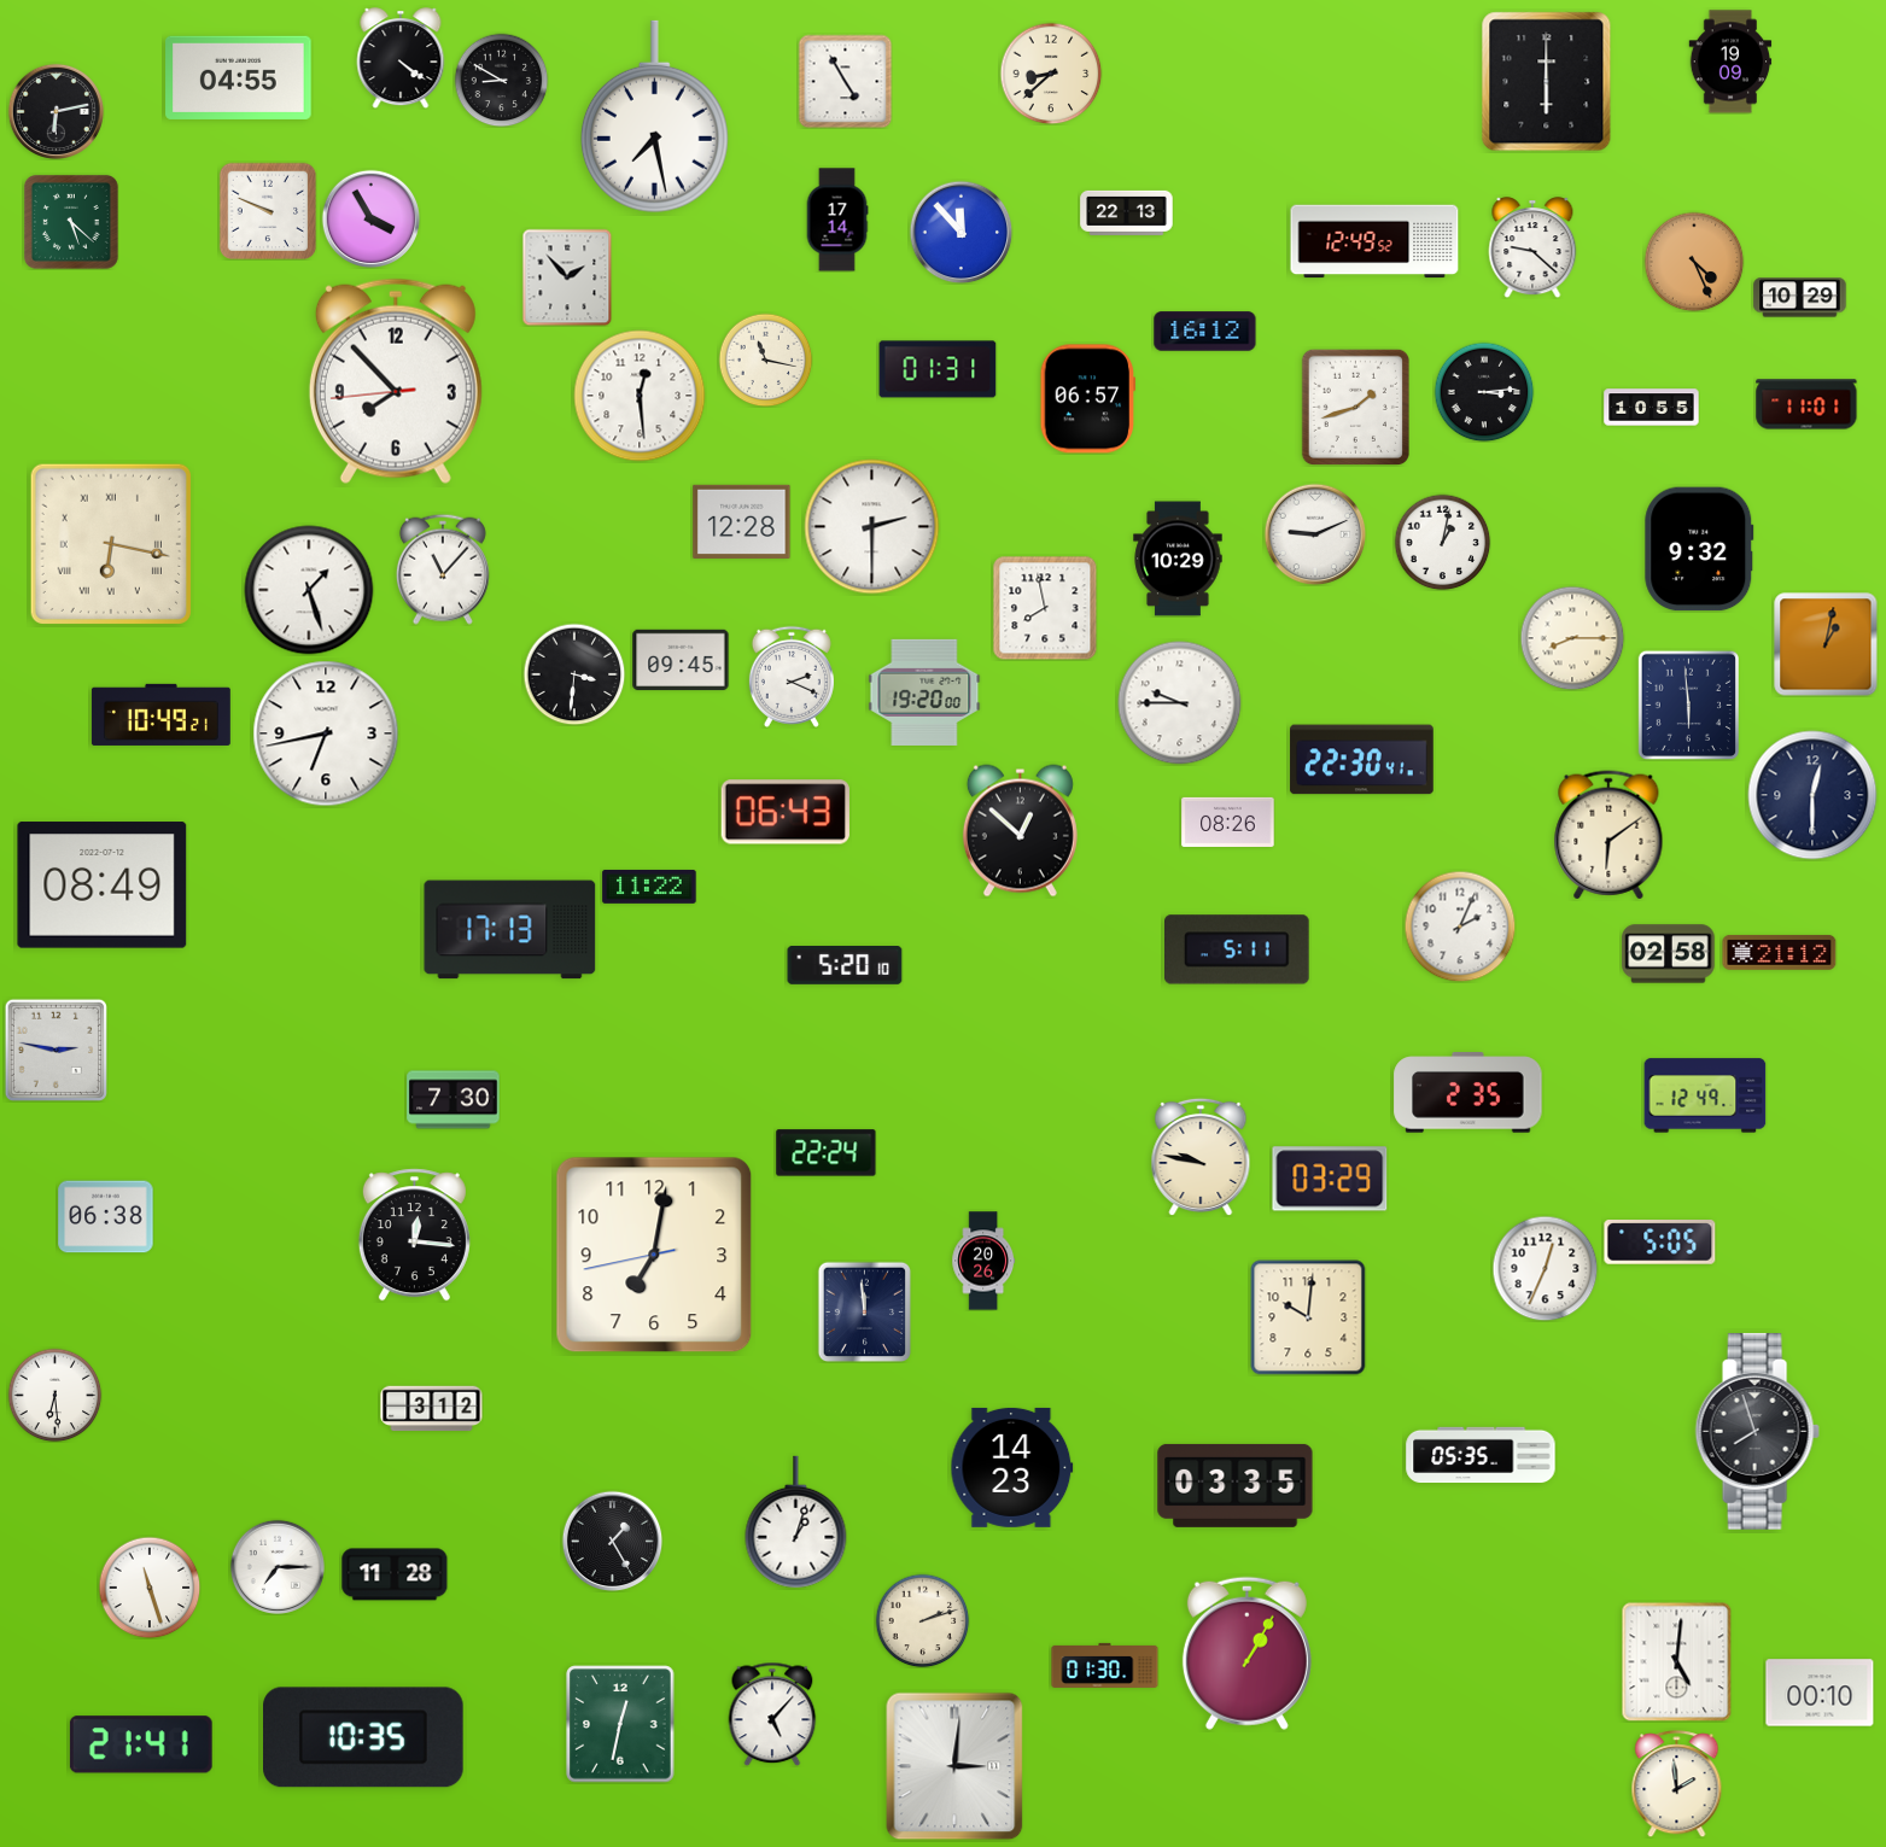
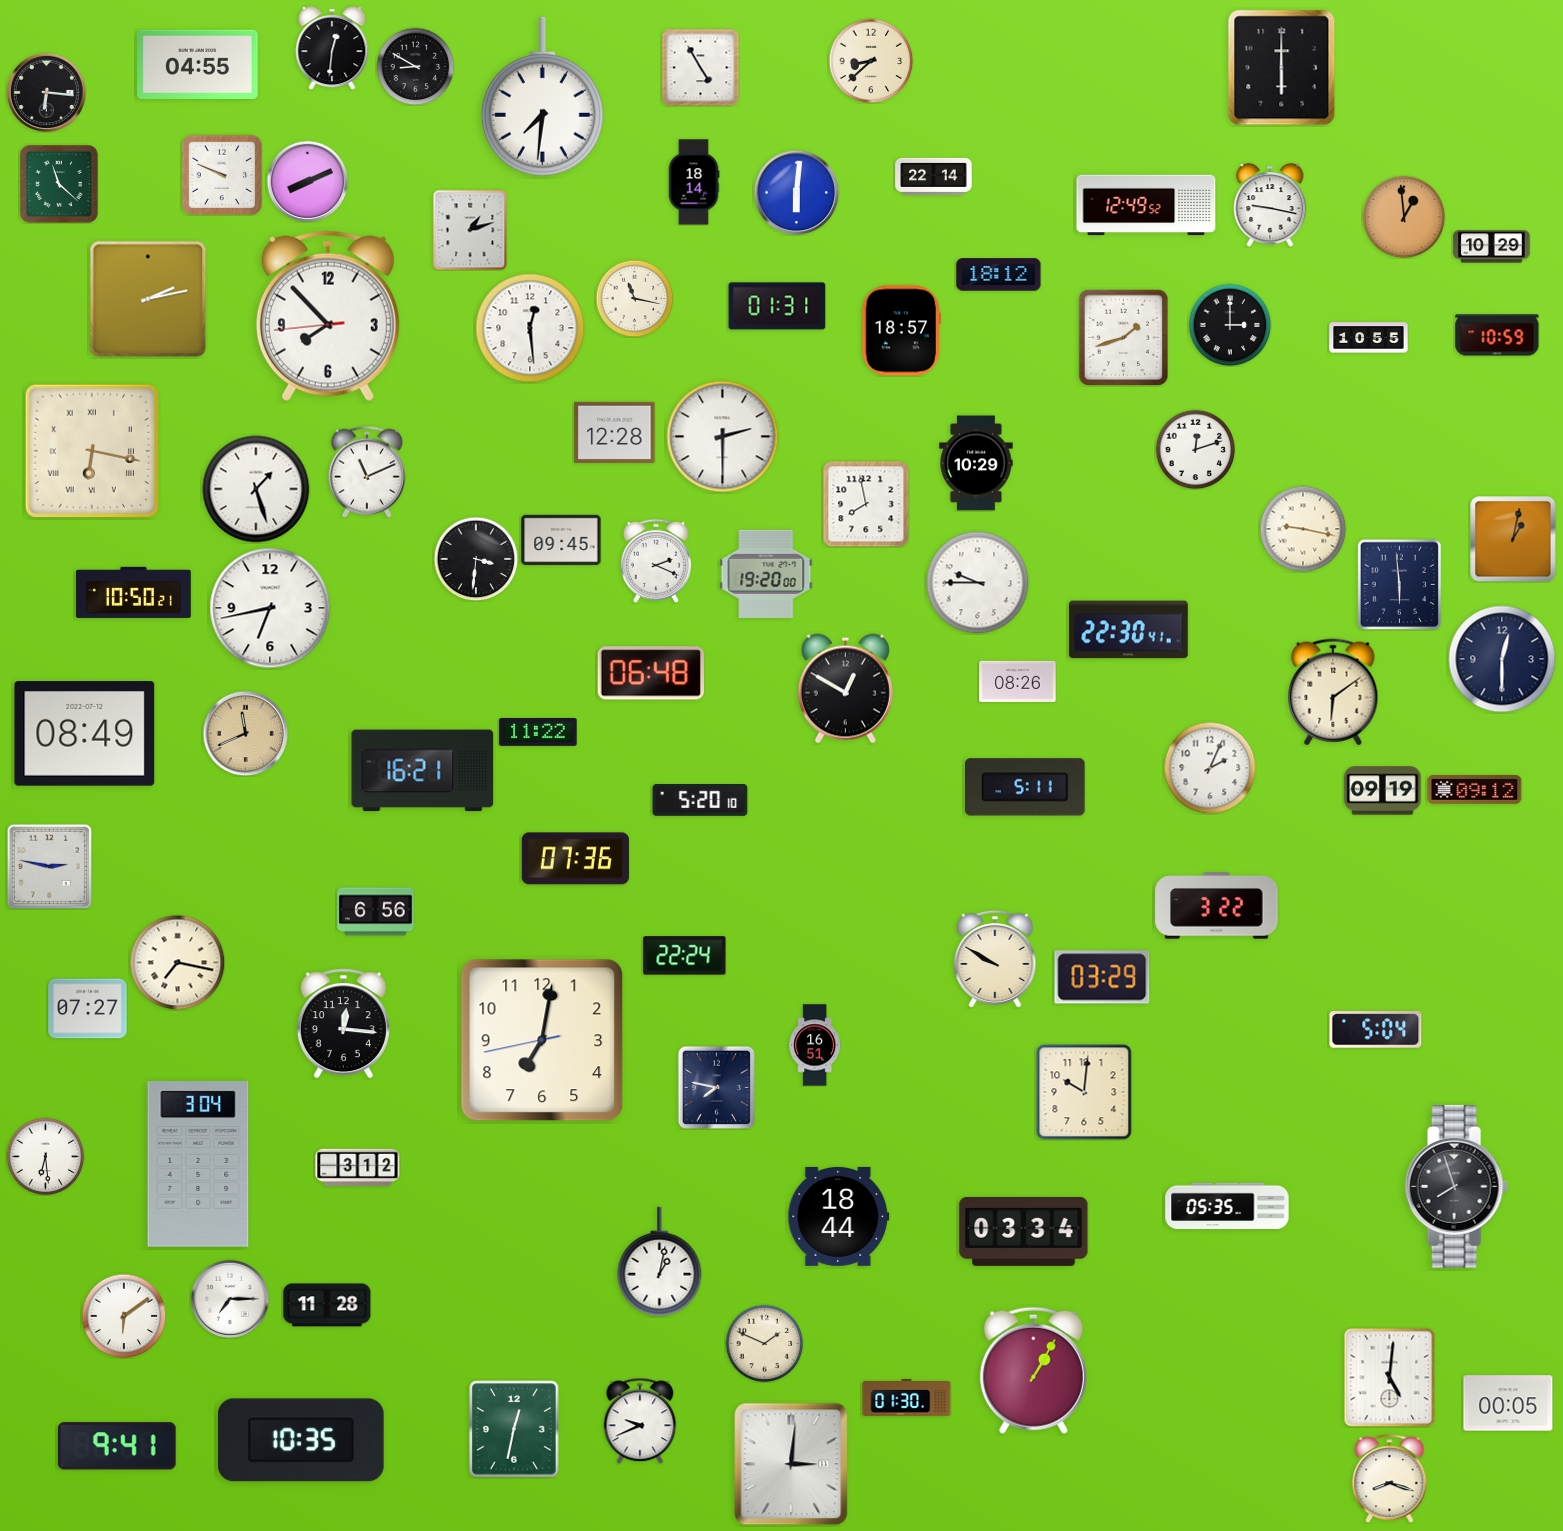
clock at (401, 58): 4:21 -> 12:31
clock at (1730, 62): 19:09 -> none
clock at (56, 111): 6:13 -> 6:16
clock at (654, 117): 7:28 -> 7:31
clock at (1127, 212): 22:13 -> 22:14
clock at (370, 218): 3:55 -> 8:11
clock at (837, 220): 17:14 -> 18:14
clock at (71, 222): 5:22 -> 11:22
clock at (960, 232): 11:53 -> 6:01
clock at (1374, 241) position: (1374, 241) -> (1146, 205)
clock at (1532, 247): 9:22 -> 9:17
clock at (1694, 262): 4:26 -> 12:59
clock at (567, 277): 1:53 -> 1:12
clock at (1205, 332): 16:12 -> 18:12
clock at (148, 299): none -> 2:13
clock at (1484, 392): 3:14 -> 3:00
clock at (1088, 399): 06:57 -> 18:57
clock at (1806, 404): 11:01 -> 10:59
clock at (1315, 534): 9:11 -> none
clock at (1442, 542): 1:02 -> 12:12
clock at (1699, 549): 9:32 -> none
clock at (443, 569): 11:07 -> 11:11
clock at (1572, 638): 8:15 -> 9:17
clock at (1826, 644) position: (1826, 644) -> (1513, 539)
clock at (681, 660) position: (681, 660) -> (561, 540)
clock at (160, 714): 10:49 -> 10:50
clock at (786, 812): 06:43 -> 06:48
clock at (1020, 831): 12:52 -> 12:50
clock at (245, 733): none -> 11:41
clock at (649, 887) position: (649, 887) -> (538, 732)
clock at (510, 930): 17:13 -> 16:21
clock at (1780, 952): 21:12 -> 09:12
clock at (1669, 954): 02:58 -> 09:19
clock at (575, 859): none -> 07:36
clock at (56, 1050) position: (56, 1050) -> (49, 866)
clock at (1468, 1093): 2:35 -> 3:22
clock at (1705, 1095): 12:49 -> none
clock at (454, 1100): 7:30 -> 6:56
clock at (1201, 1157): 9:47 -> 9:50
clock at (177, 962): none -> 7:17
clock at (106, 1217): 06:38 -> 07:27
clock at (1660, 1243): 5:05 -> 5:04
clock at (983, 1261): 20:26 -> 16:51
clock at (1545, 1268): 12:34 -> none
clock at (865, 1311): 11:59 -> 7:47
clock at (198, 1164): none -> 3:04
clock at (1012, 1467): 14:23 -> 18:44
clock at (1236, 1485): 03:35 -> 03:34
clock at (796, 1522): 1:03 -> 1:02
clock at (612, 1541): 1:25 -> none
clock at (150, 1588): 11:27 -> 6:09
clock at (922, 1620): 2:12 -> 1:49
clock at (1105, 1665) position: (1105, 1665) -> (907, 1397)
clock at (1820, 1693): 00:10 -> 00:05
clock at (772, 1714): 5:07 -> 9:41
clock at (141, 1744): 21:41 -> 9:41
clock at (1677, 1784): 1:59 -> 8:18
